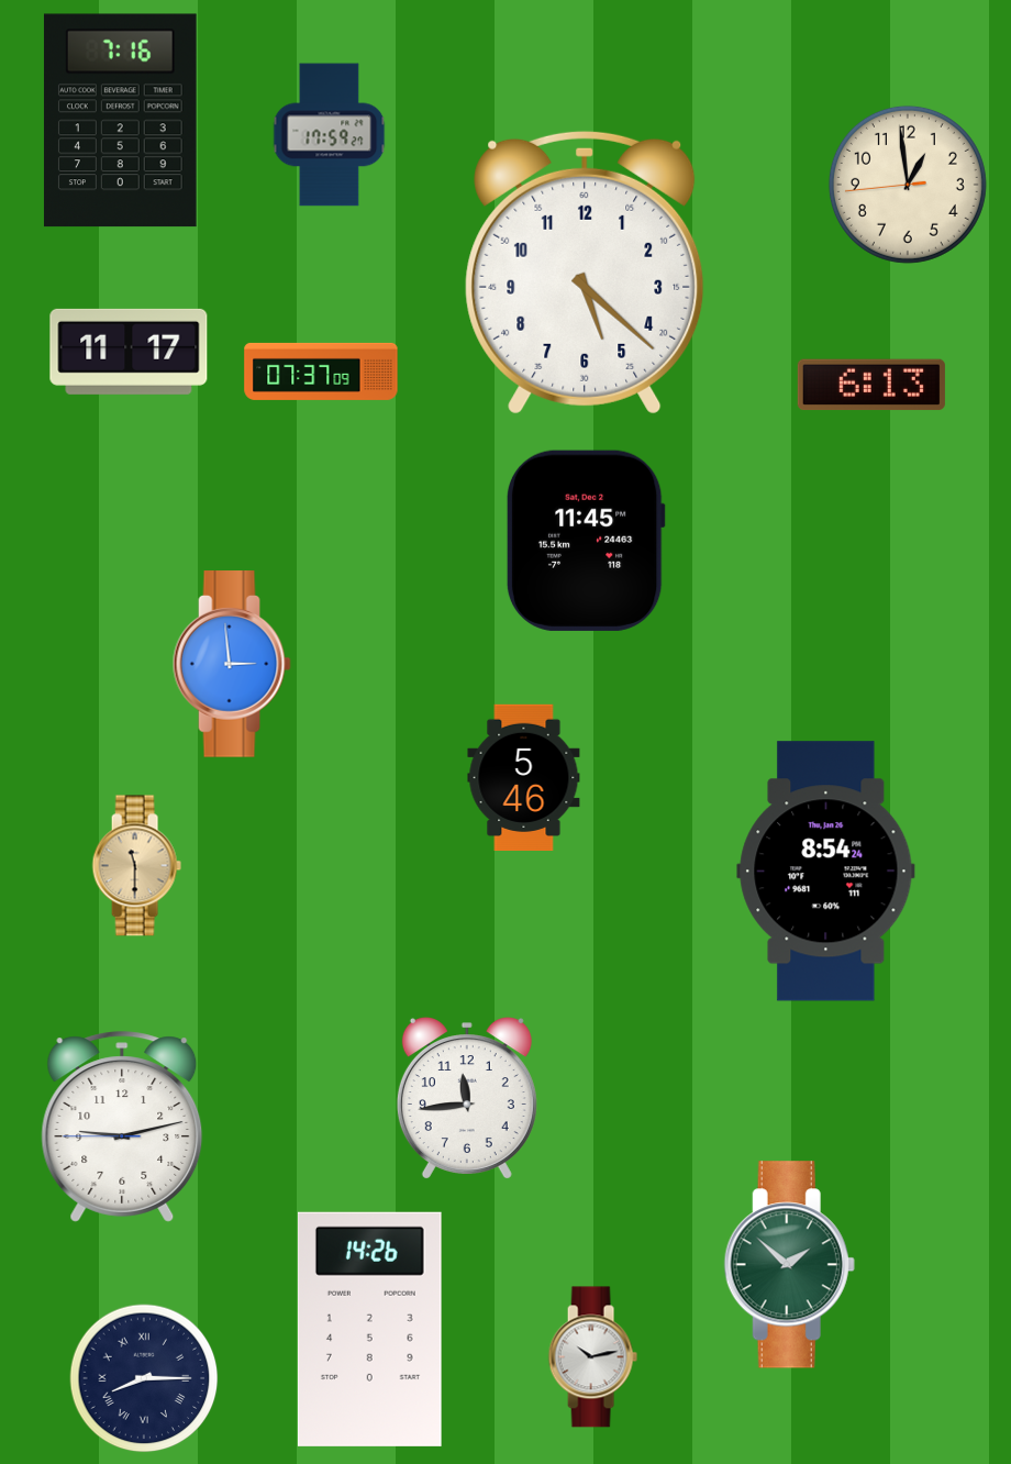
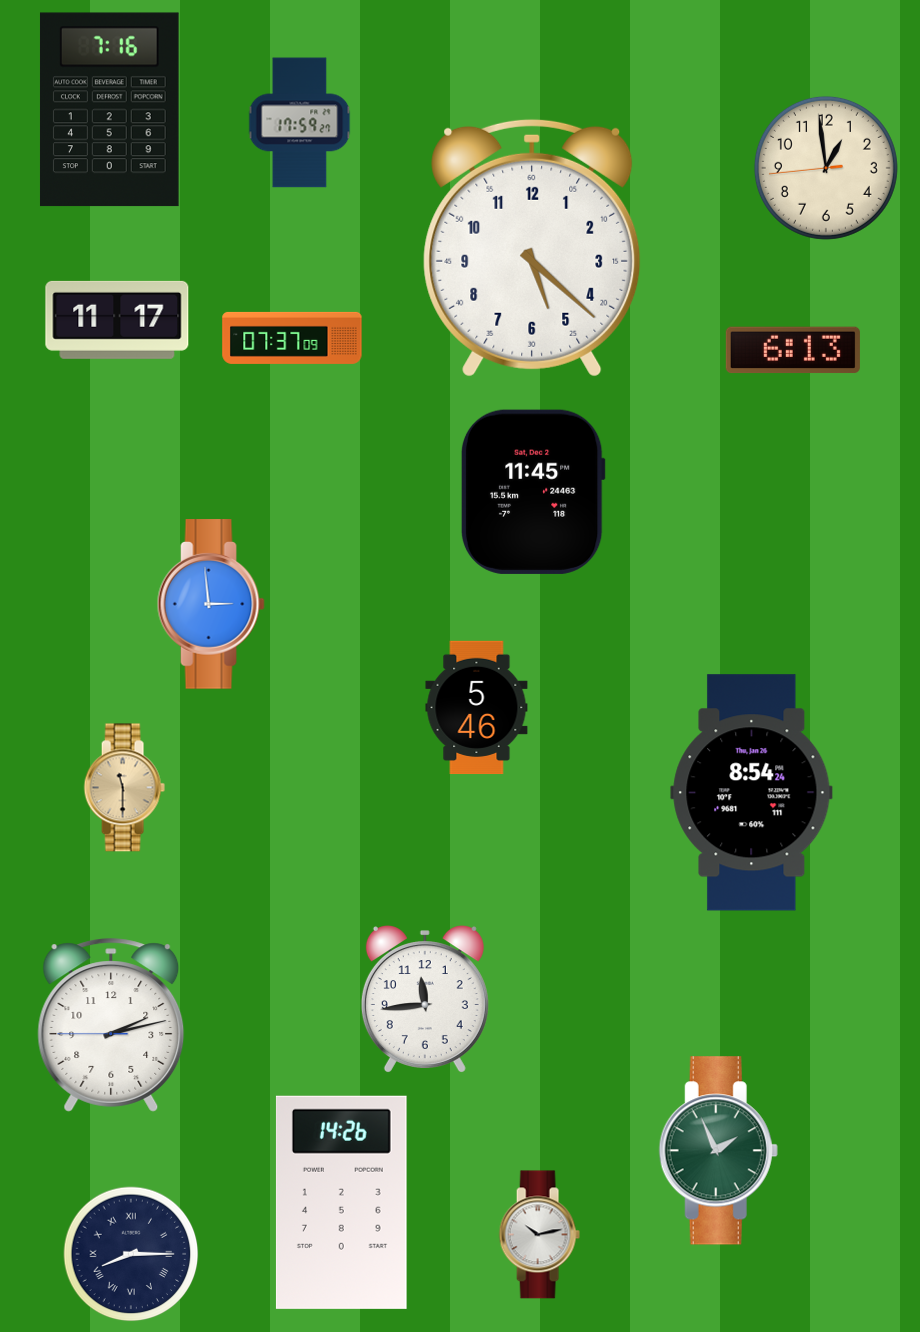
clock at (122, 1127): 9:12 -> 2:12
clock at (789, 1265): 1:52 -> 1:56
clock at (369, 1329) position: (369, 1329) -> (341, 1202)
